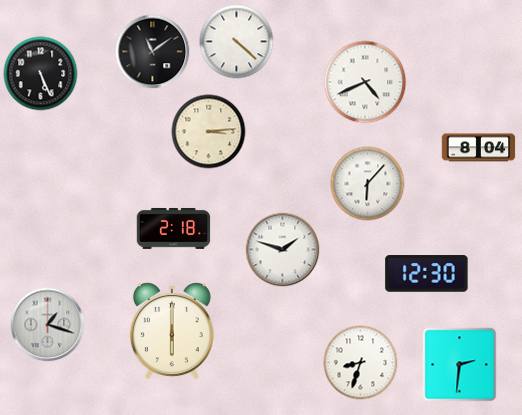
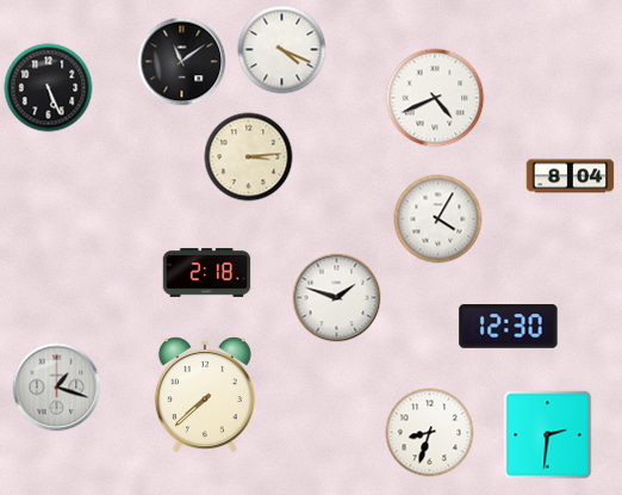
clock at (237, 42): 4:22 -> 4:19
clock at (368, 184): 6:07 -> 4:05
clock at (172, 331): 6:00 -> 7:38
